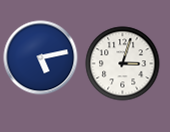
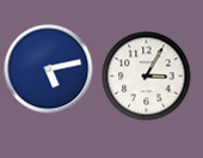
clock at (123, 64): 3:03 -> 3:05
